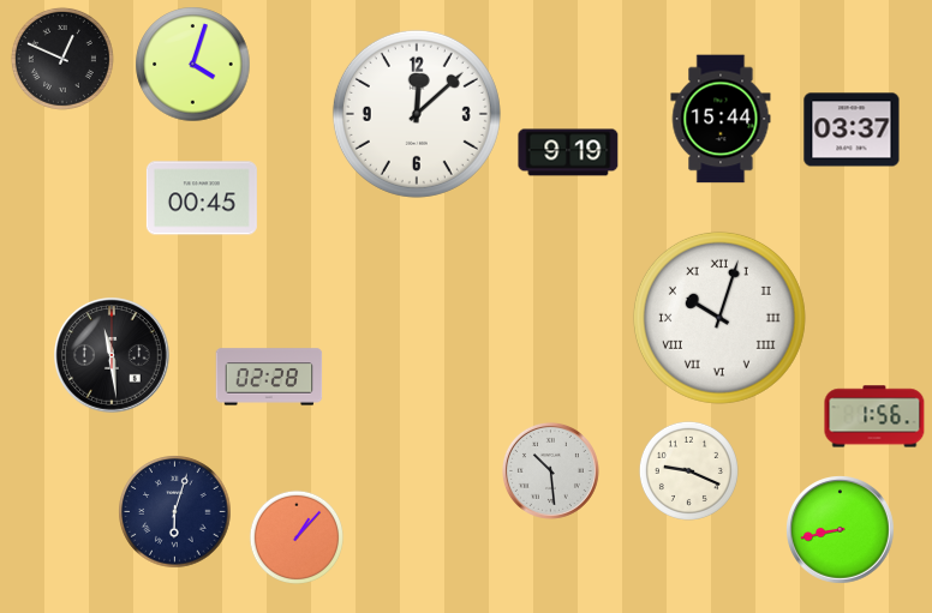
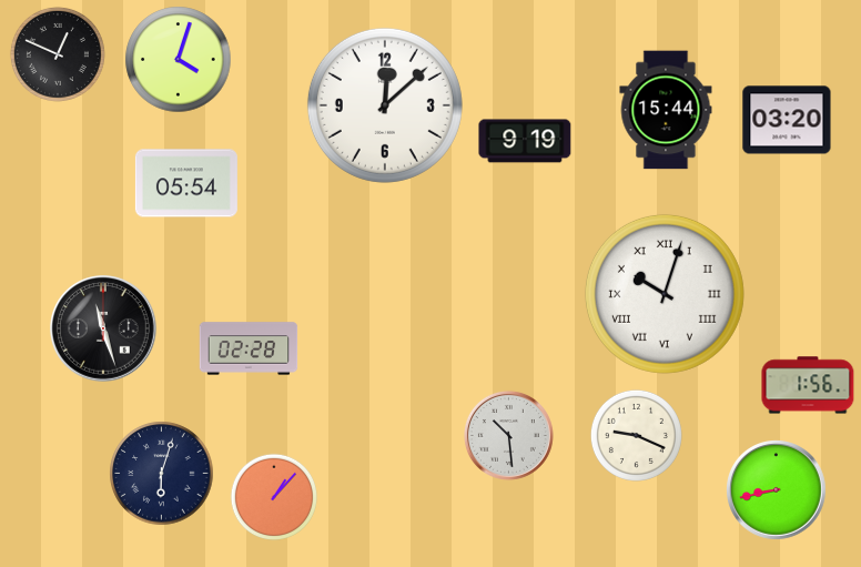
clock at (852, 130): 03:37 -> 03:20
clock at (202, 198): 00:45 -> 05:54
clock at (112, 355): 11:29 -> 11:27
